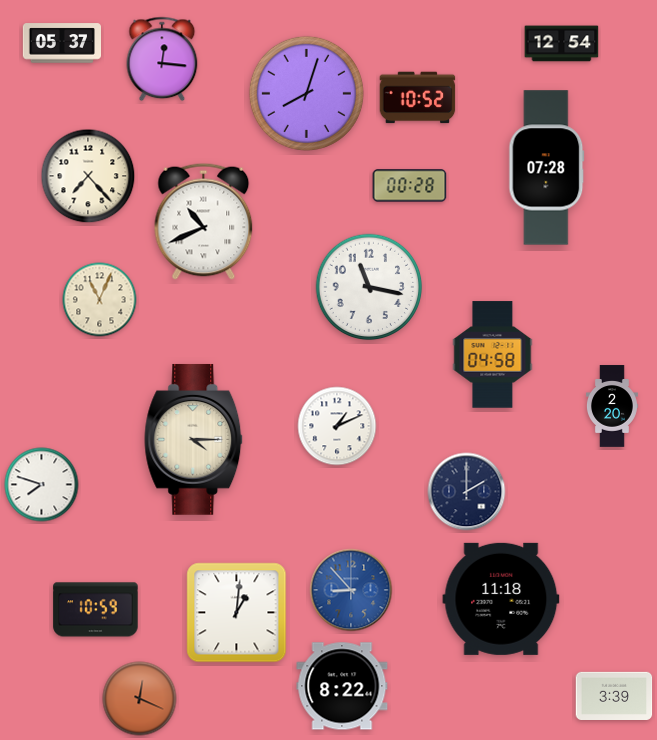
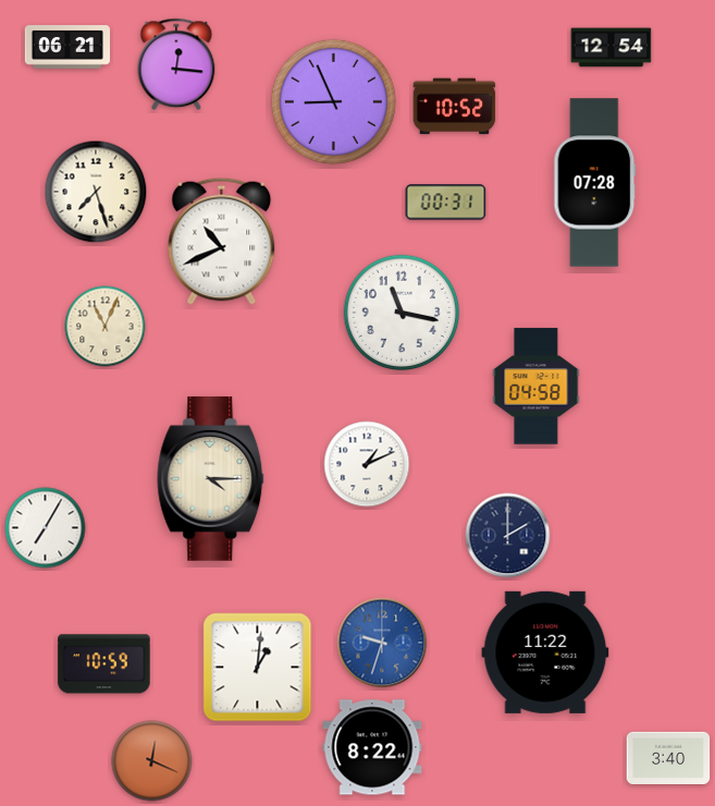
clock at (61, 43): 05:37 -> 06:21
clock at (306, 93): 8:03 -> 8:56
clock at (88, 176): 7:23 -> 7:27
clock at (410, 186): 00:28 -> 00:31
clock at (100, 300) position: (100, 300) -> (106, 327)
clock at (612, 406): 2:20 -> none
clock at (42, 485): 7:48 -> 7:05
clock at (351, 590): 8:53 -> 9:33
clock at (501, 599): 11:18 -> 11:22
clock at (614, 695): 3:39 -> 3:40
